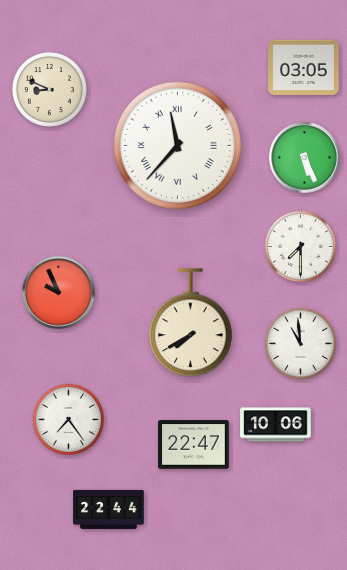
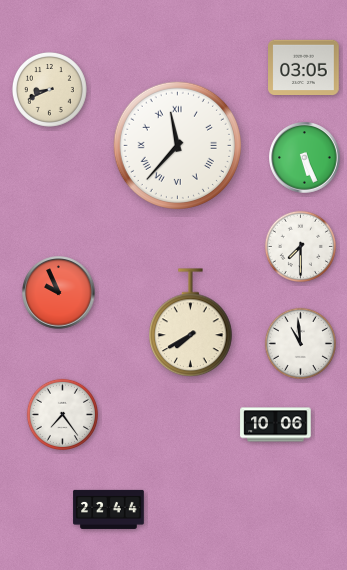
clock at (49, 89): 8:49 -> 8:41
clock at (68, 419) position: (68, 419) -> (62, 414)
clock at (194, 445): 22:47 -> none
